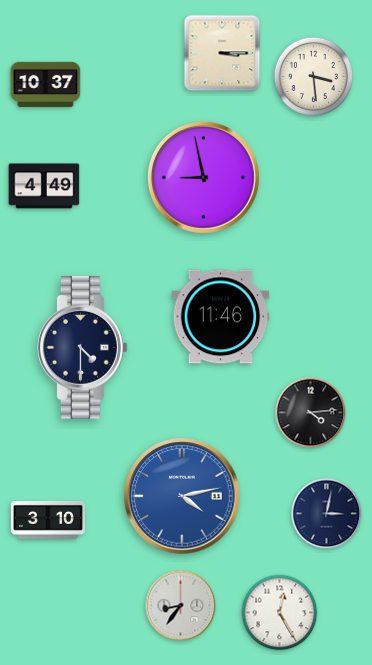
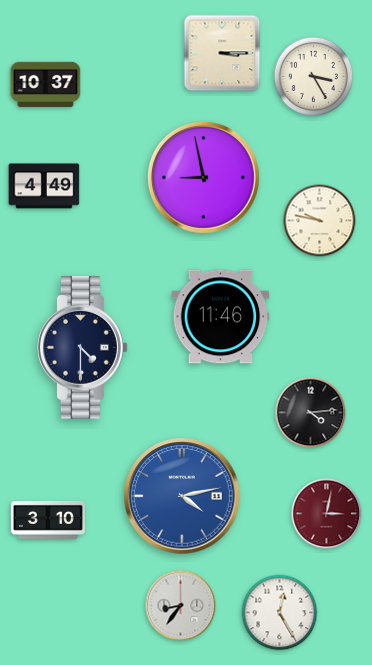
clock at (314, 77): 3:29 -> 3:25
clock at (320, 221): none -> 9:47
clock at (327, 514) dial: navy -> burgundy
